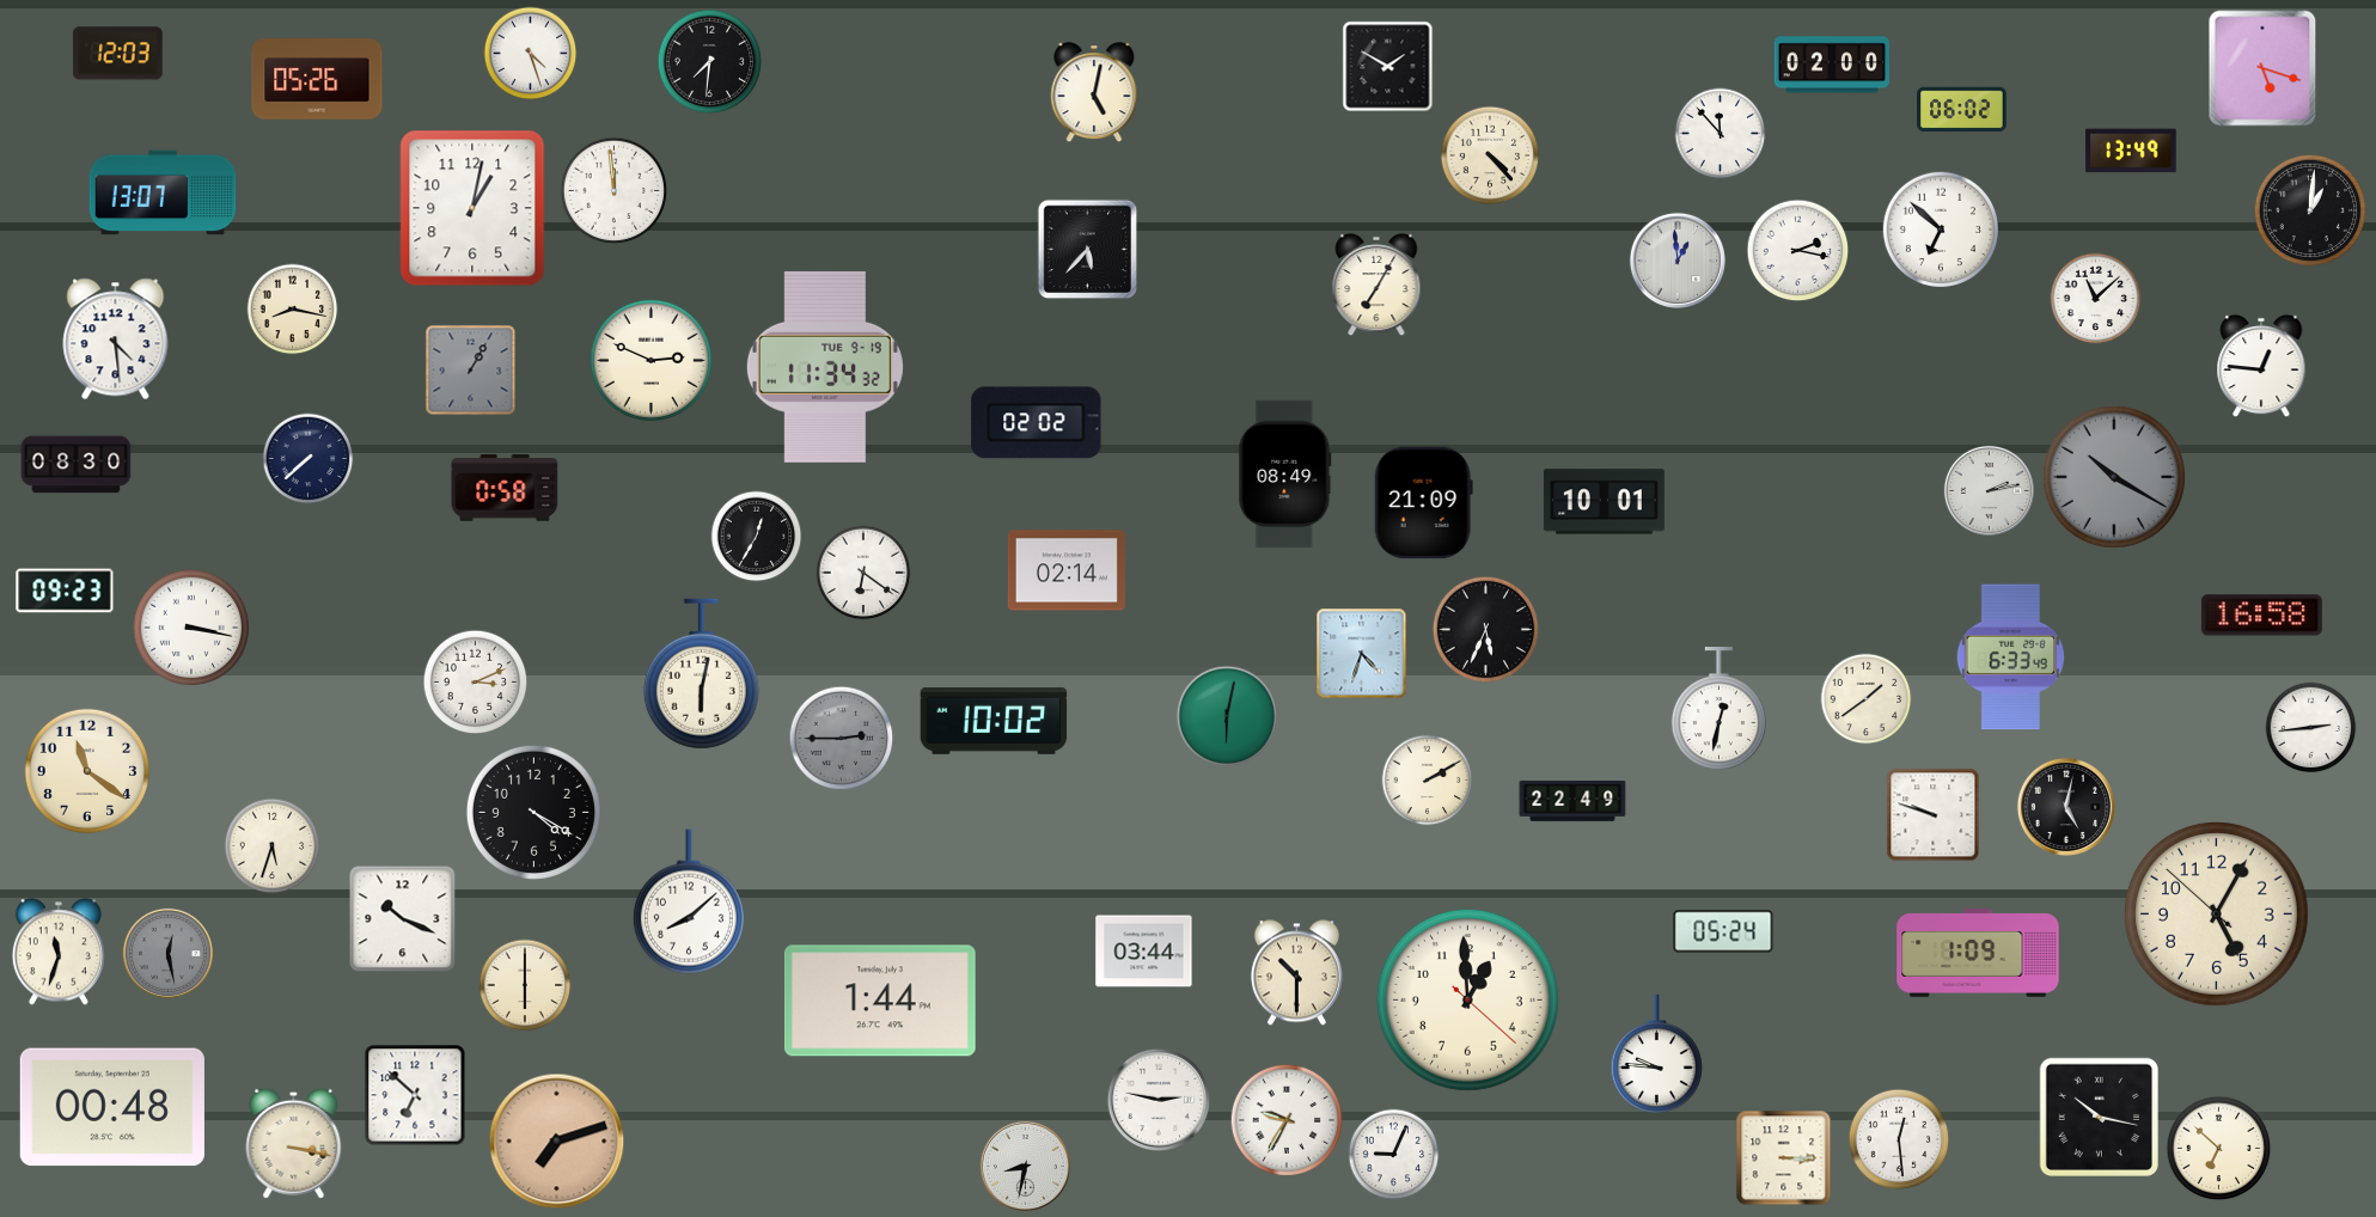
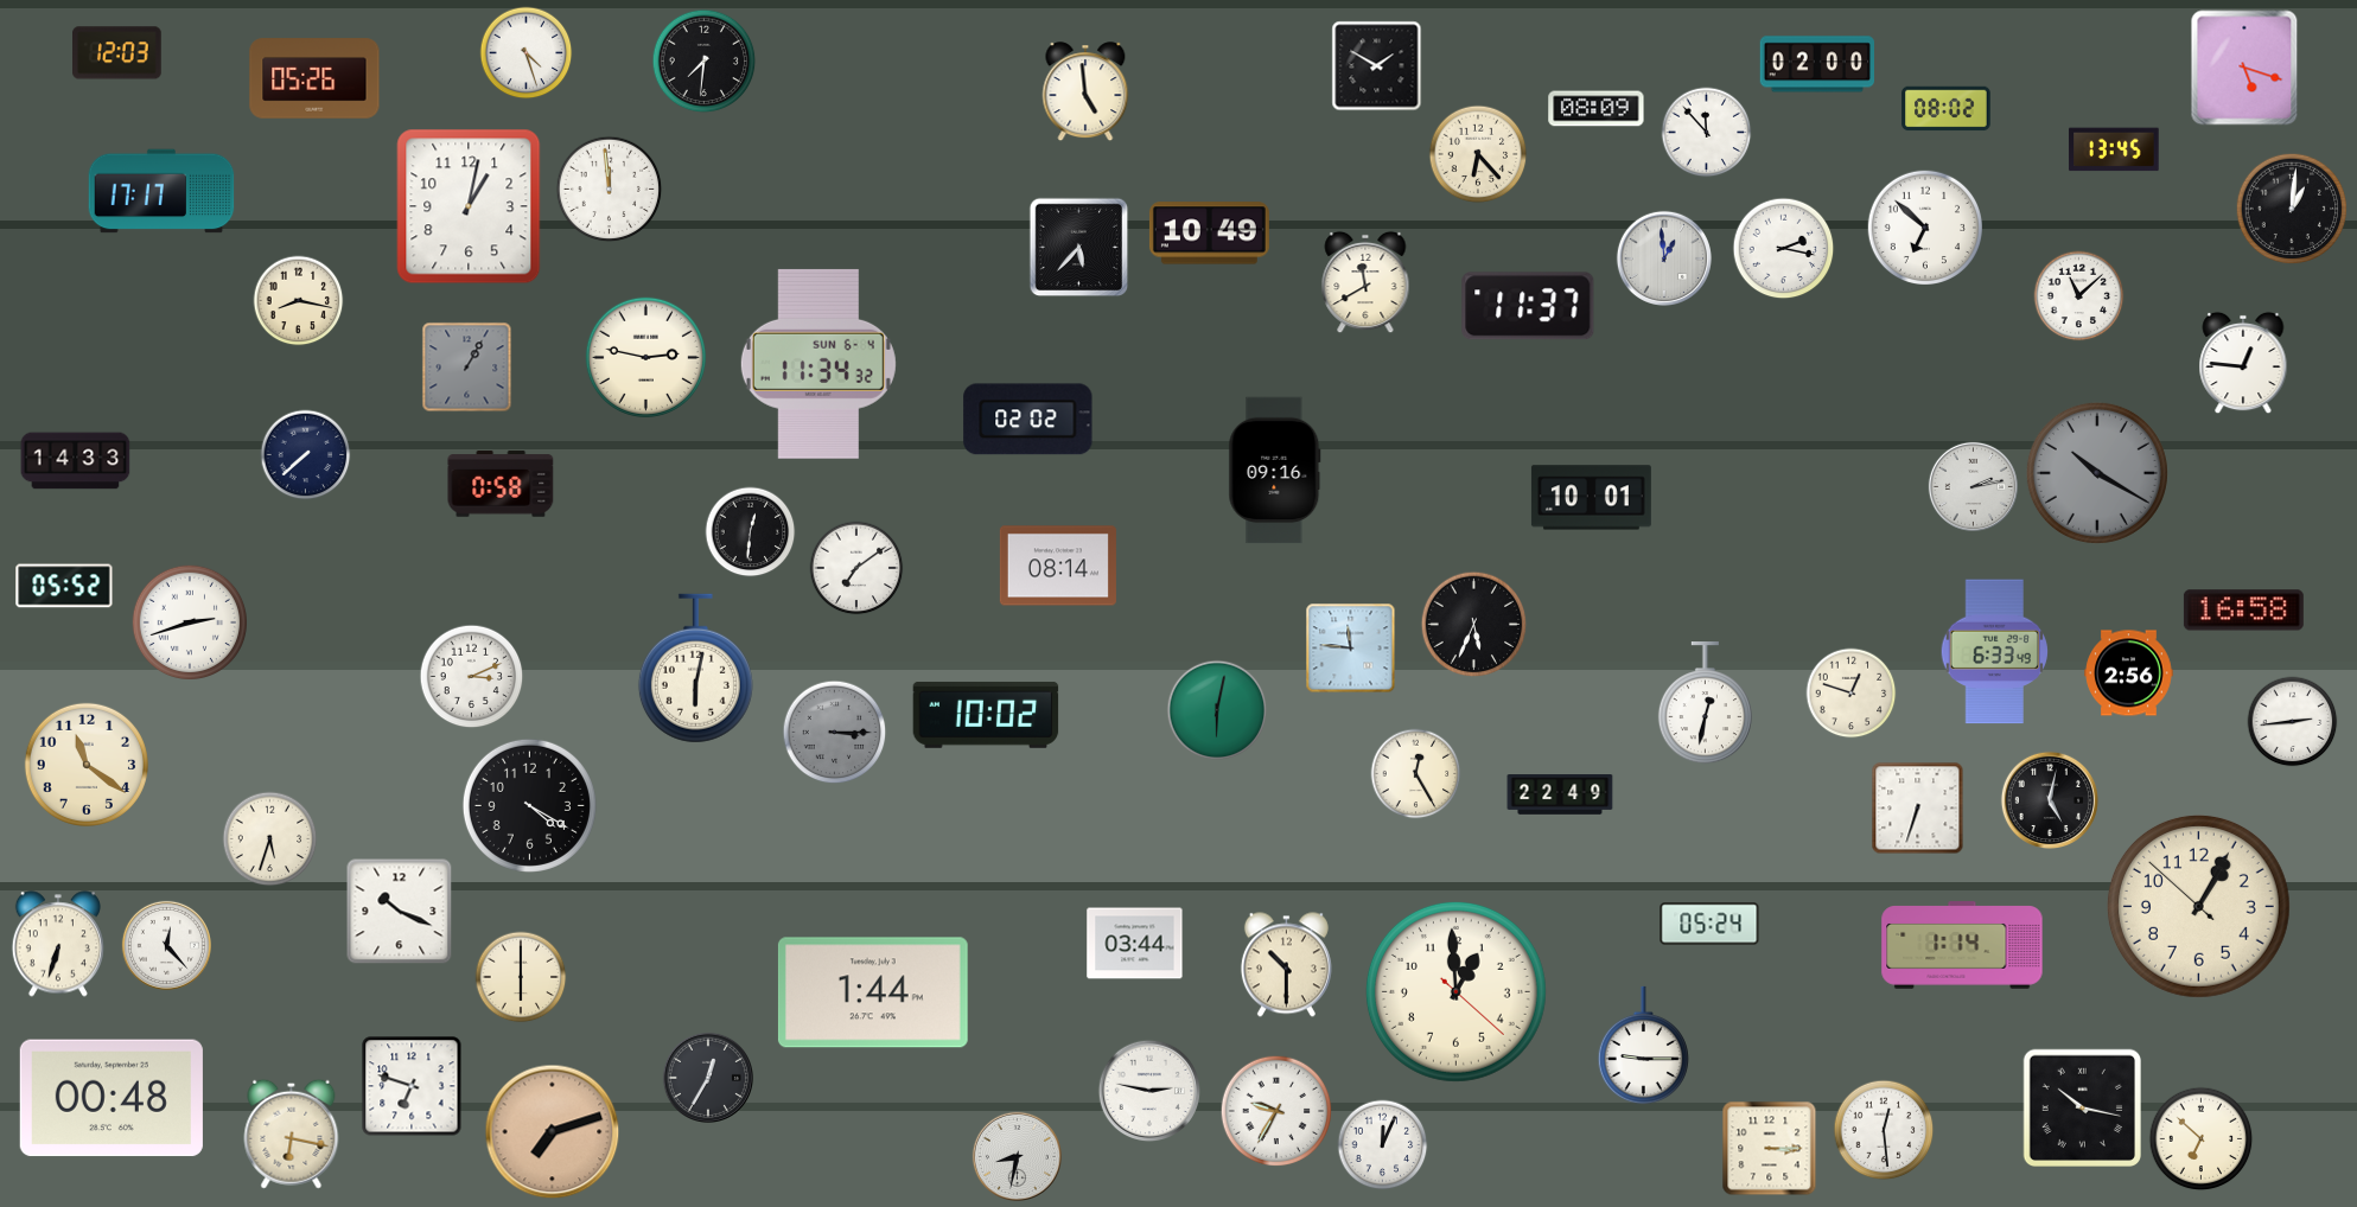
clock at (1094, 93): 5:02 -> 4:59
clock at (1597, 109): none -> 08:09
clock at (1962, 110): 06:02 -> 08:02
clock at (2131, 151): 13:49 -> 13:45
clock at (1490, 155): 4:23 -> 6:23
clock at (163, 192): 13:07 -> 17:17
clock at (1209, 234): none -> 10:49
clock at (1376, 285): 7:05 -> 11:40
clock at (1528, 306): none -> 11:37
clock at (293, 310) position: (293, 310) -> (299, 301)
clock at (116, 340): 4:29 -> none
clock at (651, 360): 2:49 -> 2:47
clock at (825, 367) date: TUE 9-19 -> SUN 6-4
clock at (77, 465): 08:30 -> 14:33
clock at (1285, 475): 08:49 -> 09:16
clock at (1423, 503): 21:09 -> none
clock at (757, 537): 12:35 -> 12:31
clock at (1067, 570): 02:14 -> 08:14
clock at (863, 573): 6:21 -> 7:09
clock at (65, 591): 09:23 -> 05:52
clock at (190, 626): 3:17 -> 2:42
clock at (1362, 654): 4:33 -> 11:46
clock at (2129, 673): none -> 2:56
clock at (1867, 699): 1:39 -> 12:48
clock at (842, 739): 2:45 -> 3:15
clock at (1428, 781): 2:10 -> 12:25
clock at (1934, 815): 9:48 -> 6:33
clock at (689, 901): 8:08 -> none
clock at (2216, 913): 5:04 -> 1:04
clock at (59, 952): 11:33 -> 6:33
clock at (167, 953): 12:28 -> 12:23
clock at (167, 953) dial: grey -> white
clock at (1978, 953): 1:09 -> 1:14
clock at (1656, 1054): 9:46 -> 9:15
clock at (708, 1078): none -> 12:35
clock at (415, 1095): 6:52 -> 6:48
clock at (294, 1143): 3:17 -> 6:17
clock at (1394, 1155): 9:04 -> 12:04
